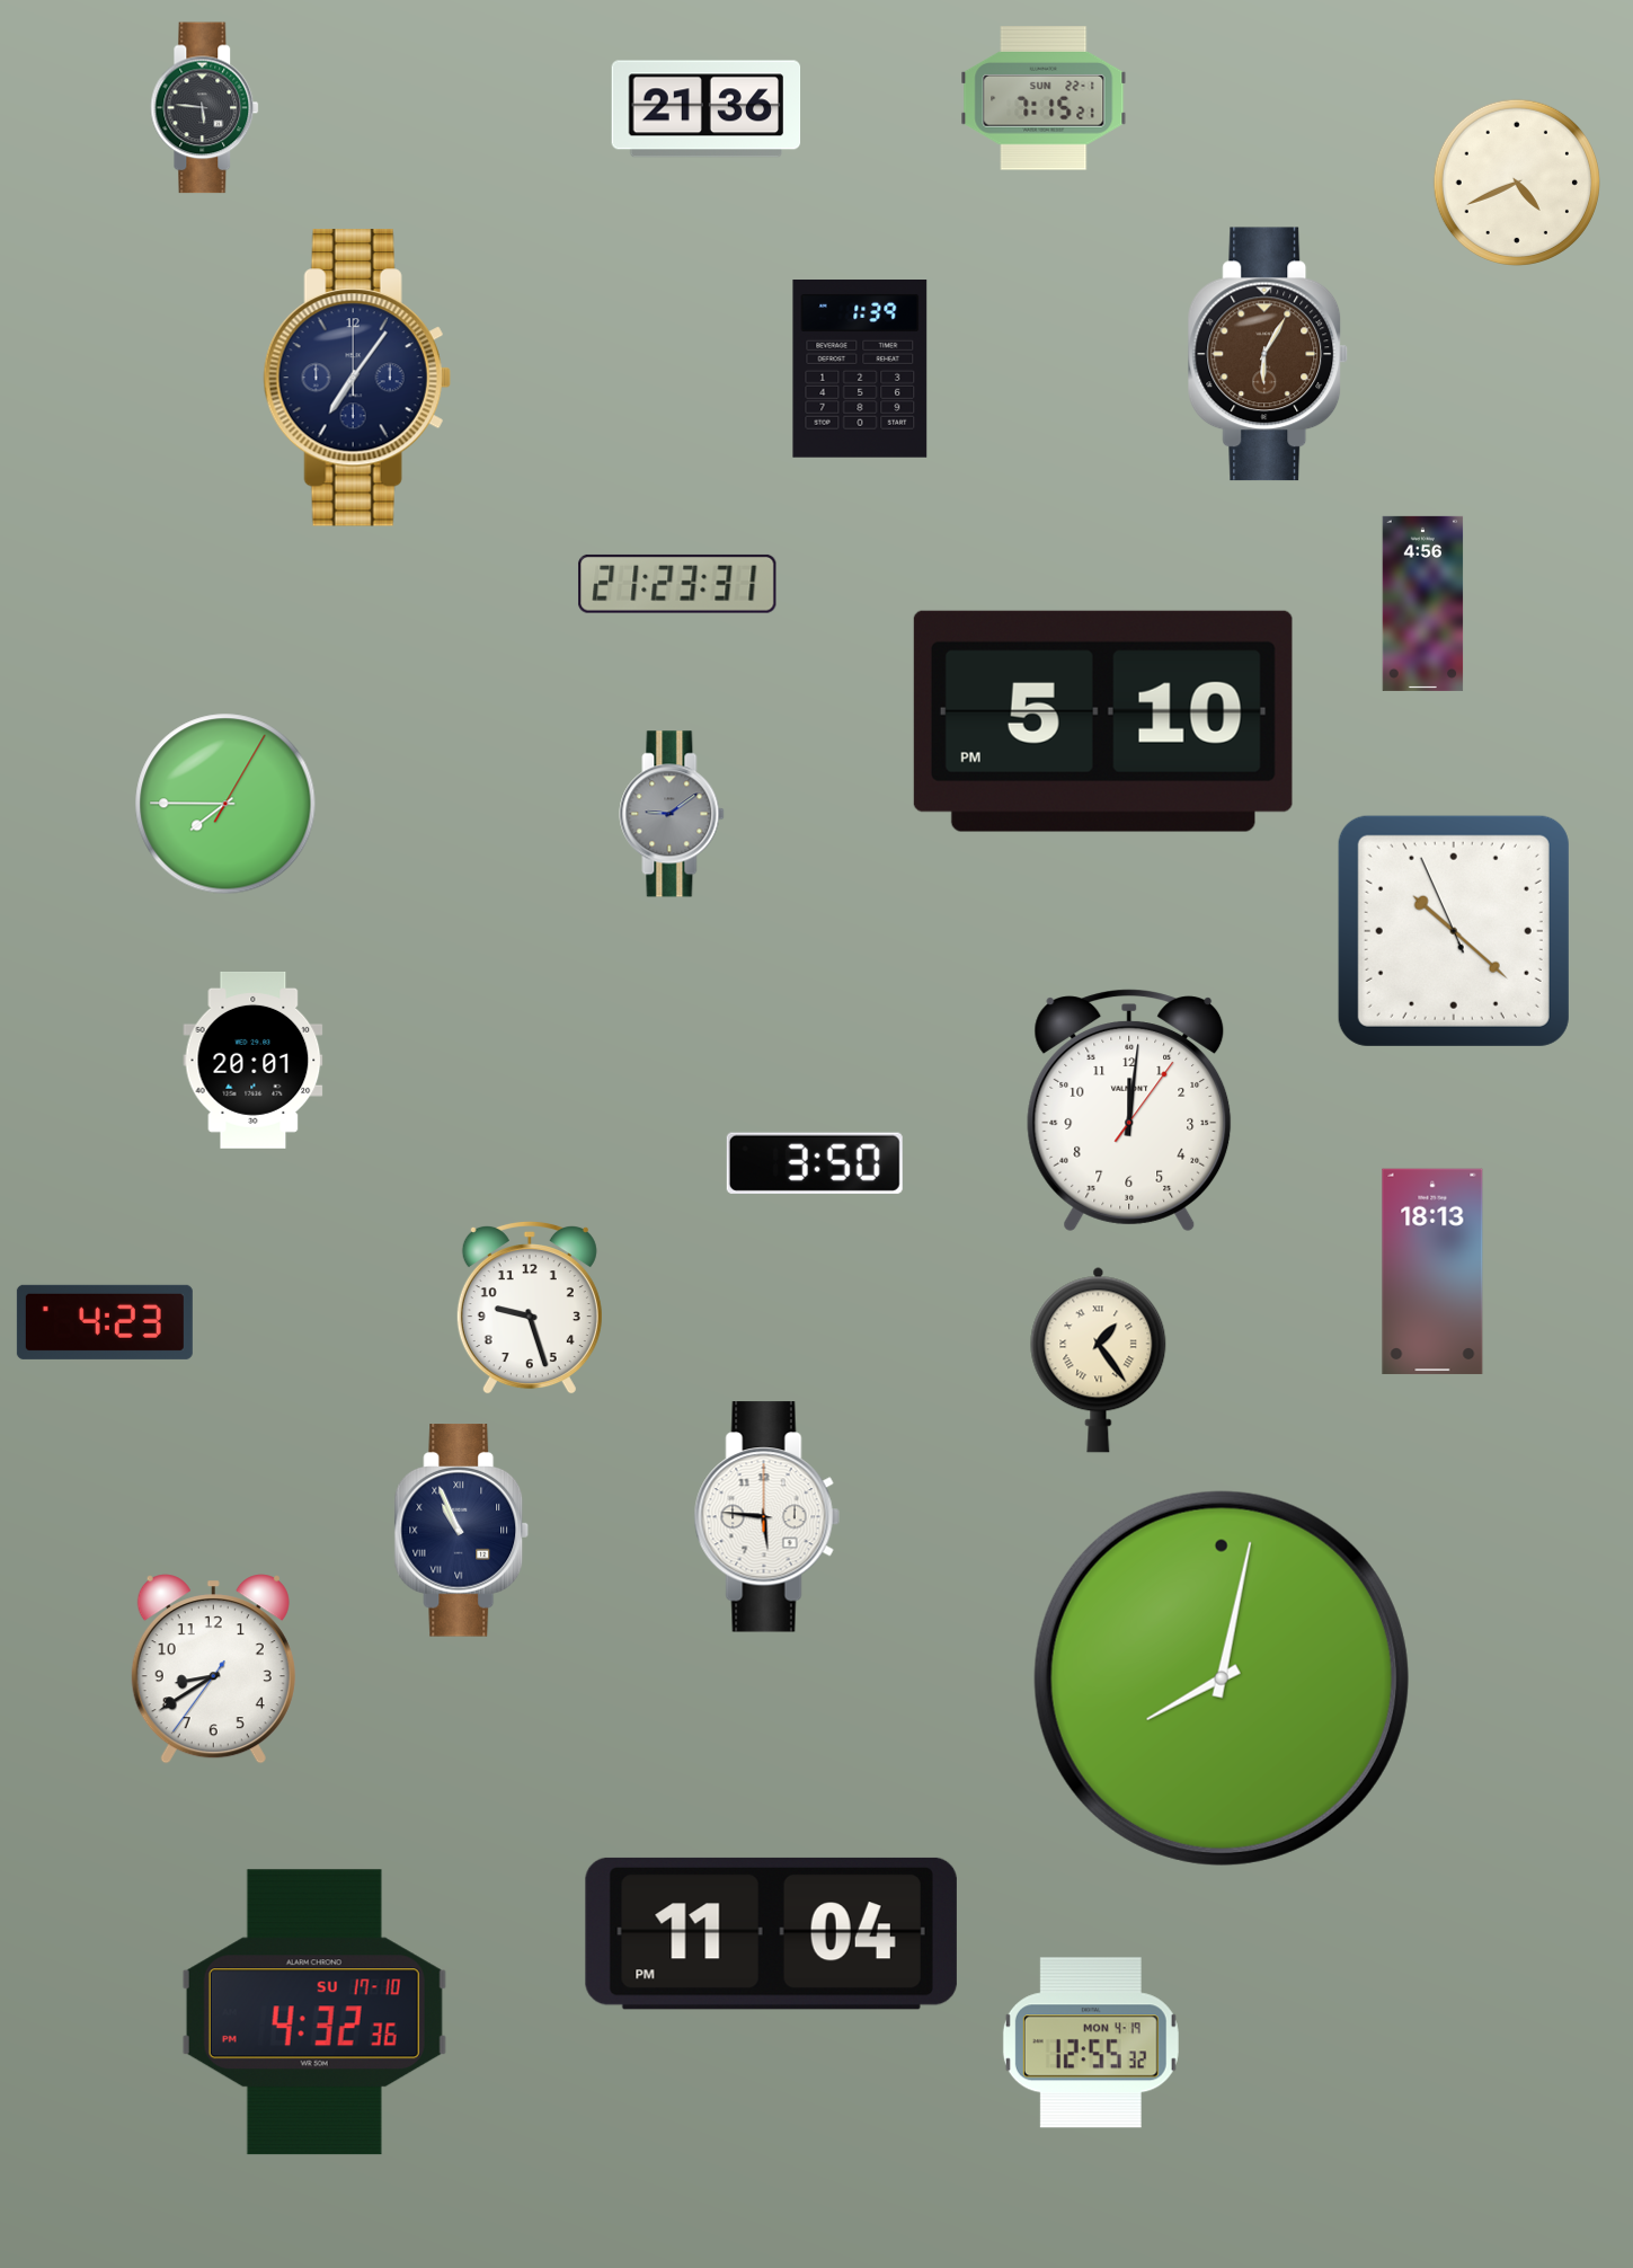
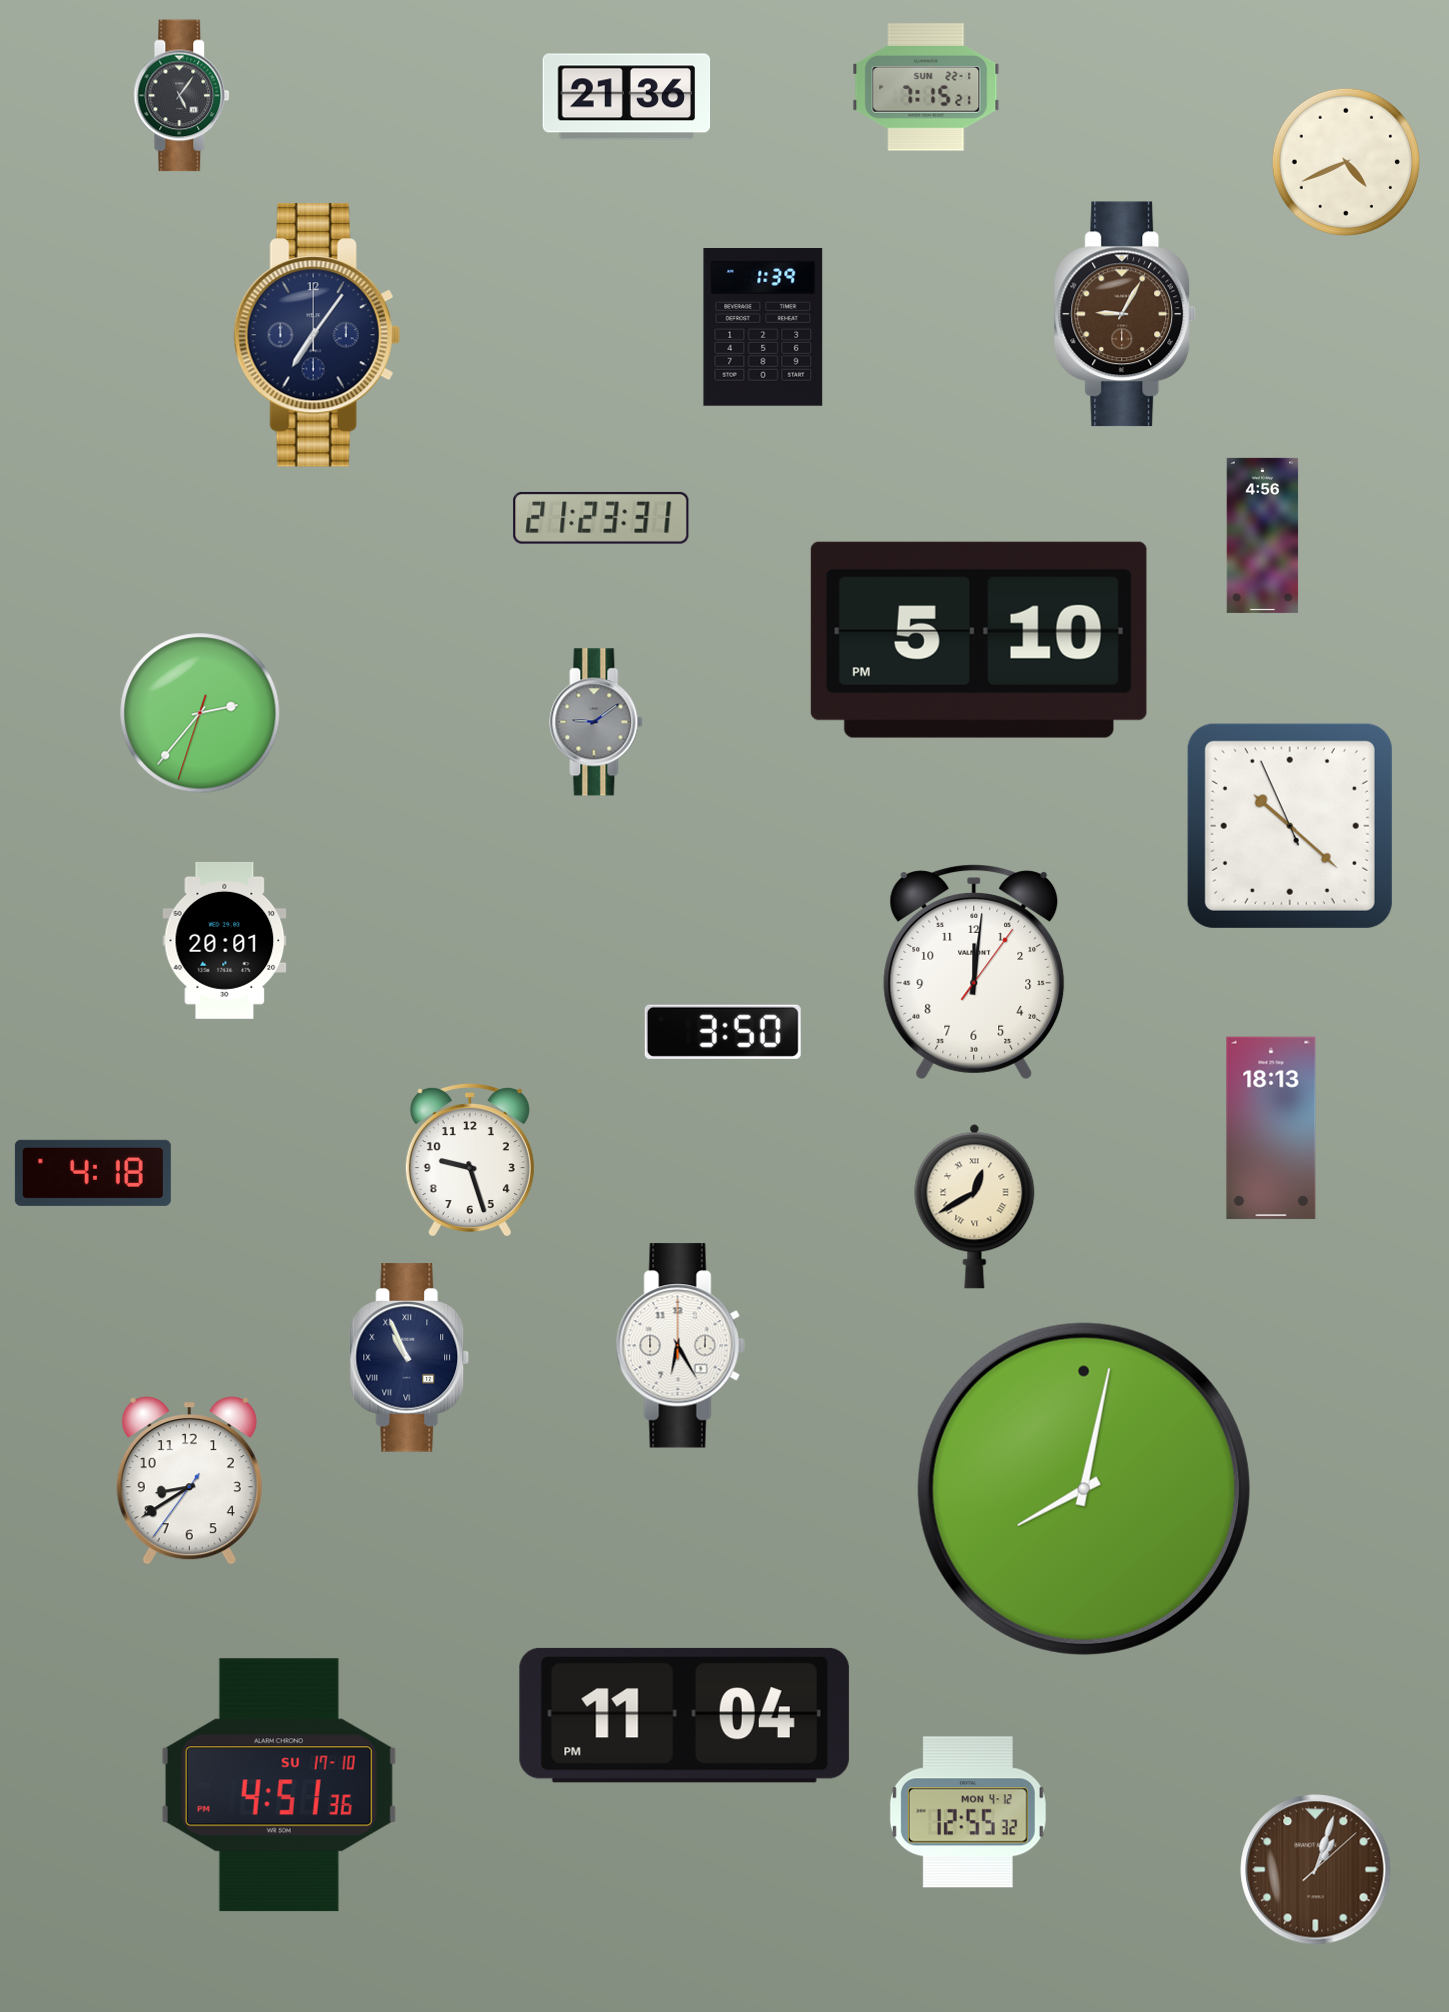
clock at (205, 108): 5:46 -> 5:06
clock at (1268, 354): 6:05 -> 9:05
clock at (225, 804): 7:45 -> 2:36
clock at (1129, 1110) position: (1129, 1110) -> (974, 972)
clock at (105, 1322): 4:23 -> 4:18
clock at (1099, 1359): 1:24 -> 12:40
clock at (766, 1517): 5:46 -> 6:25
clock at (314, 2012): 4:32 -> 4:51
clock at (1091, 2043) date: MON 4-19 -> MON 4-12
clock at (1316, 1870): none -> 1:03
